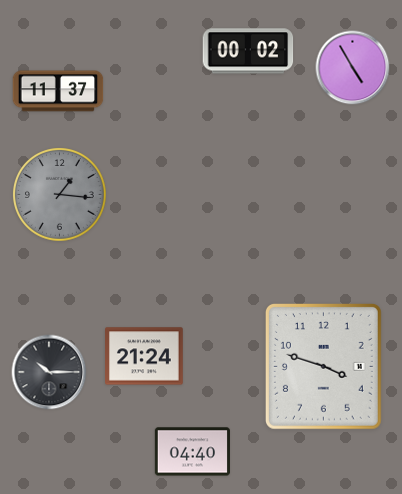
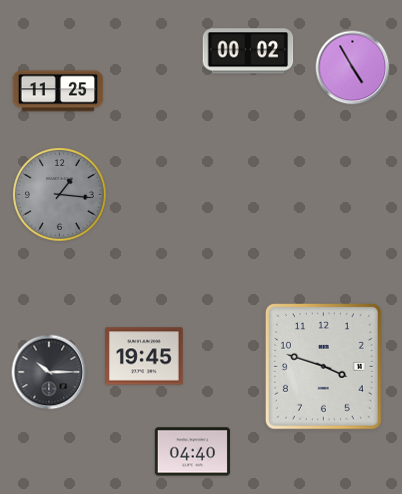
clock at (58, 91): 11:37 -> 11:25
clock at (145, 356): 21:24 -> 19:45
